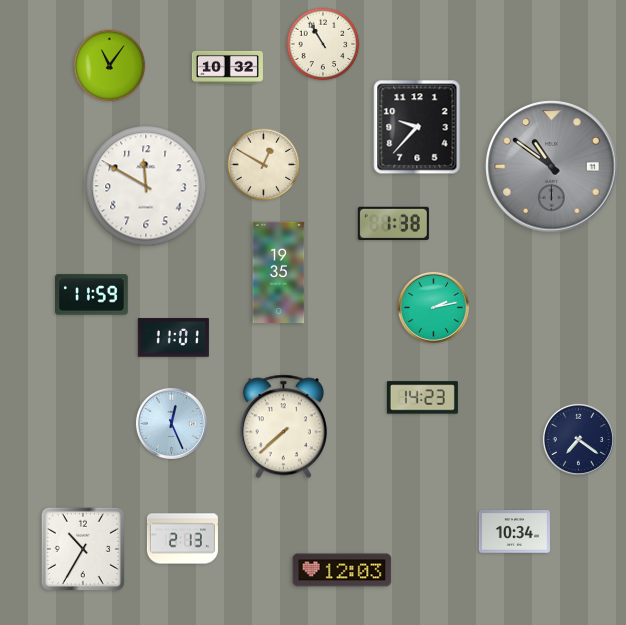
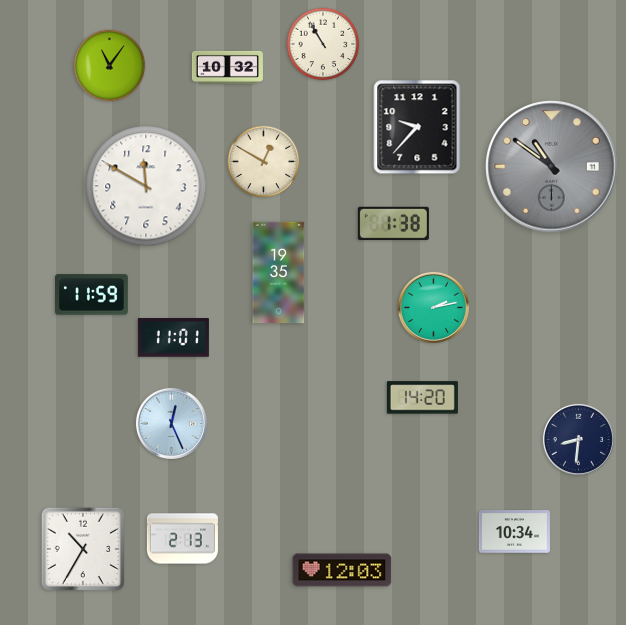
clock at (264, 165) position: (264, 165) -> (264, 162)
clock at (422, 398): 14:23 -> 14:20
clock at (283, 427): 7:38 -> none
clock at (578, 439): 7:21 -> 8:31
